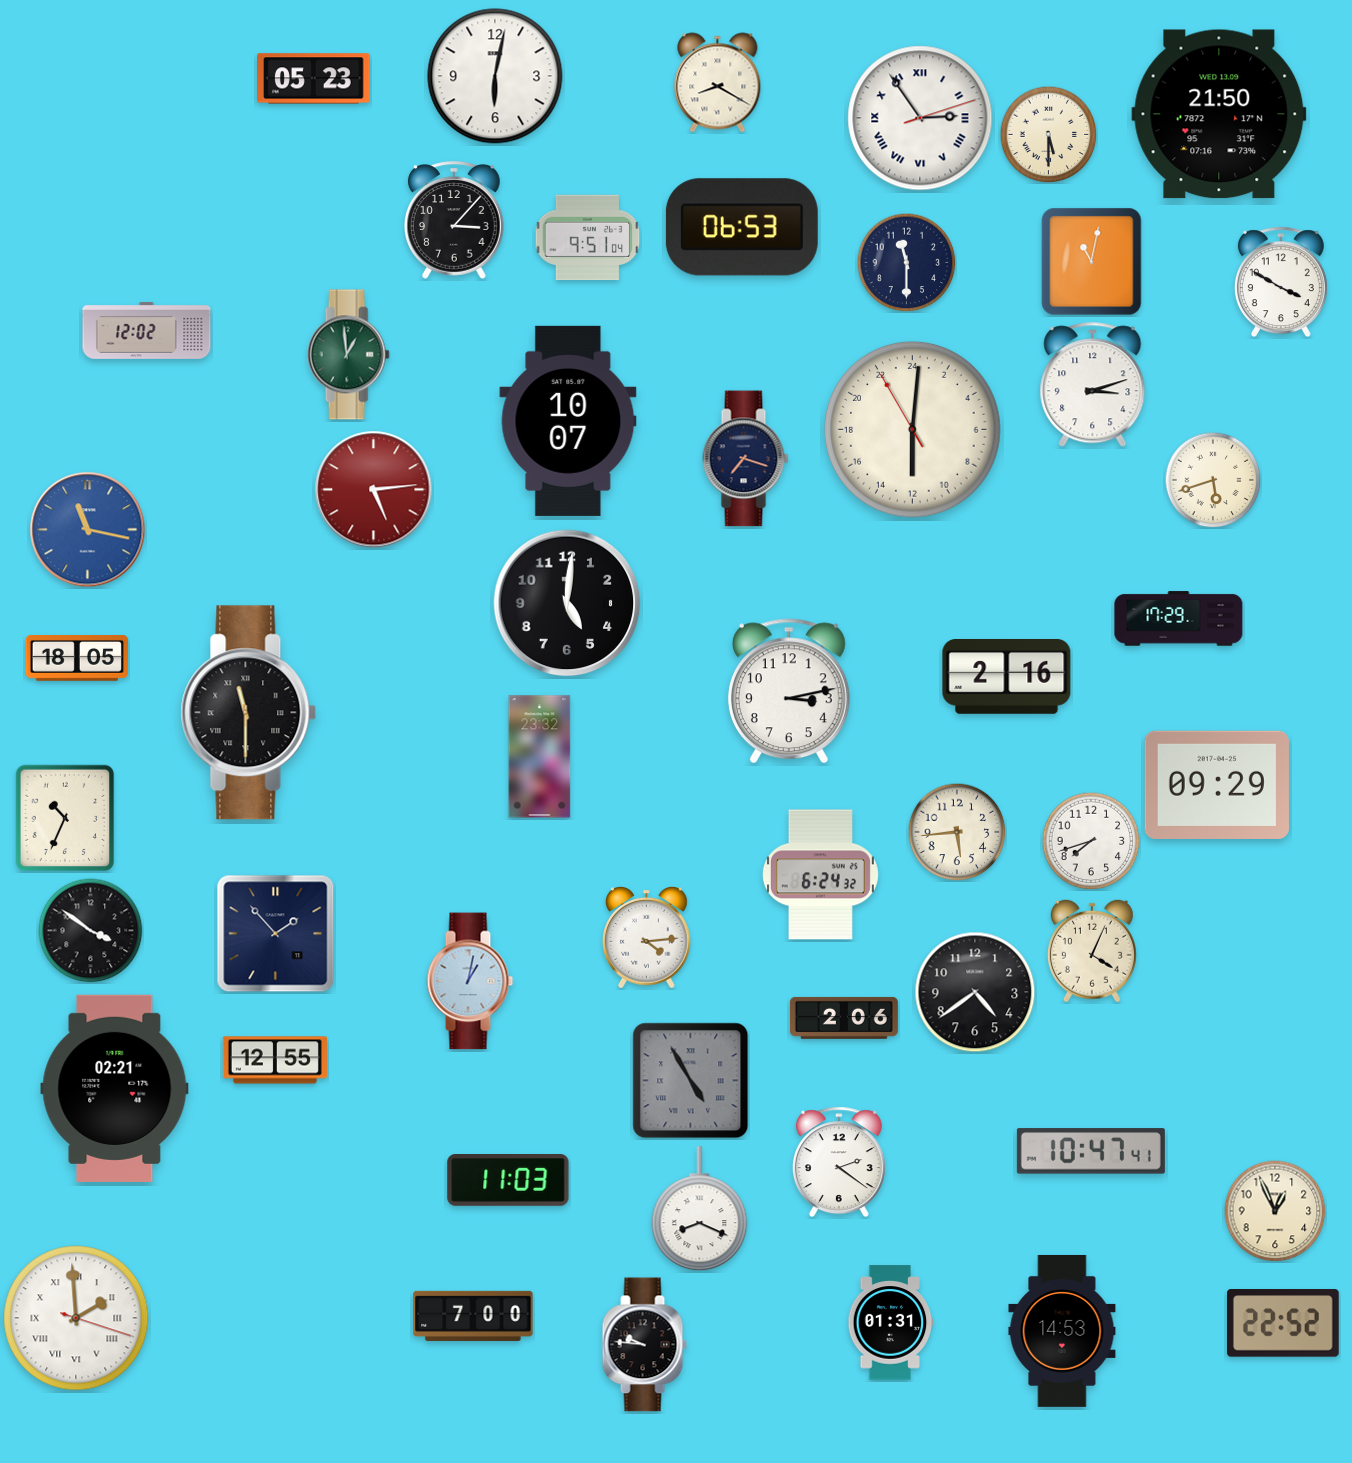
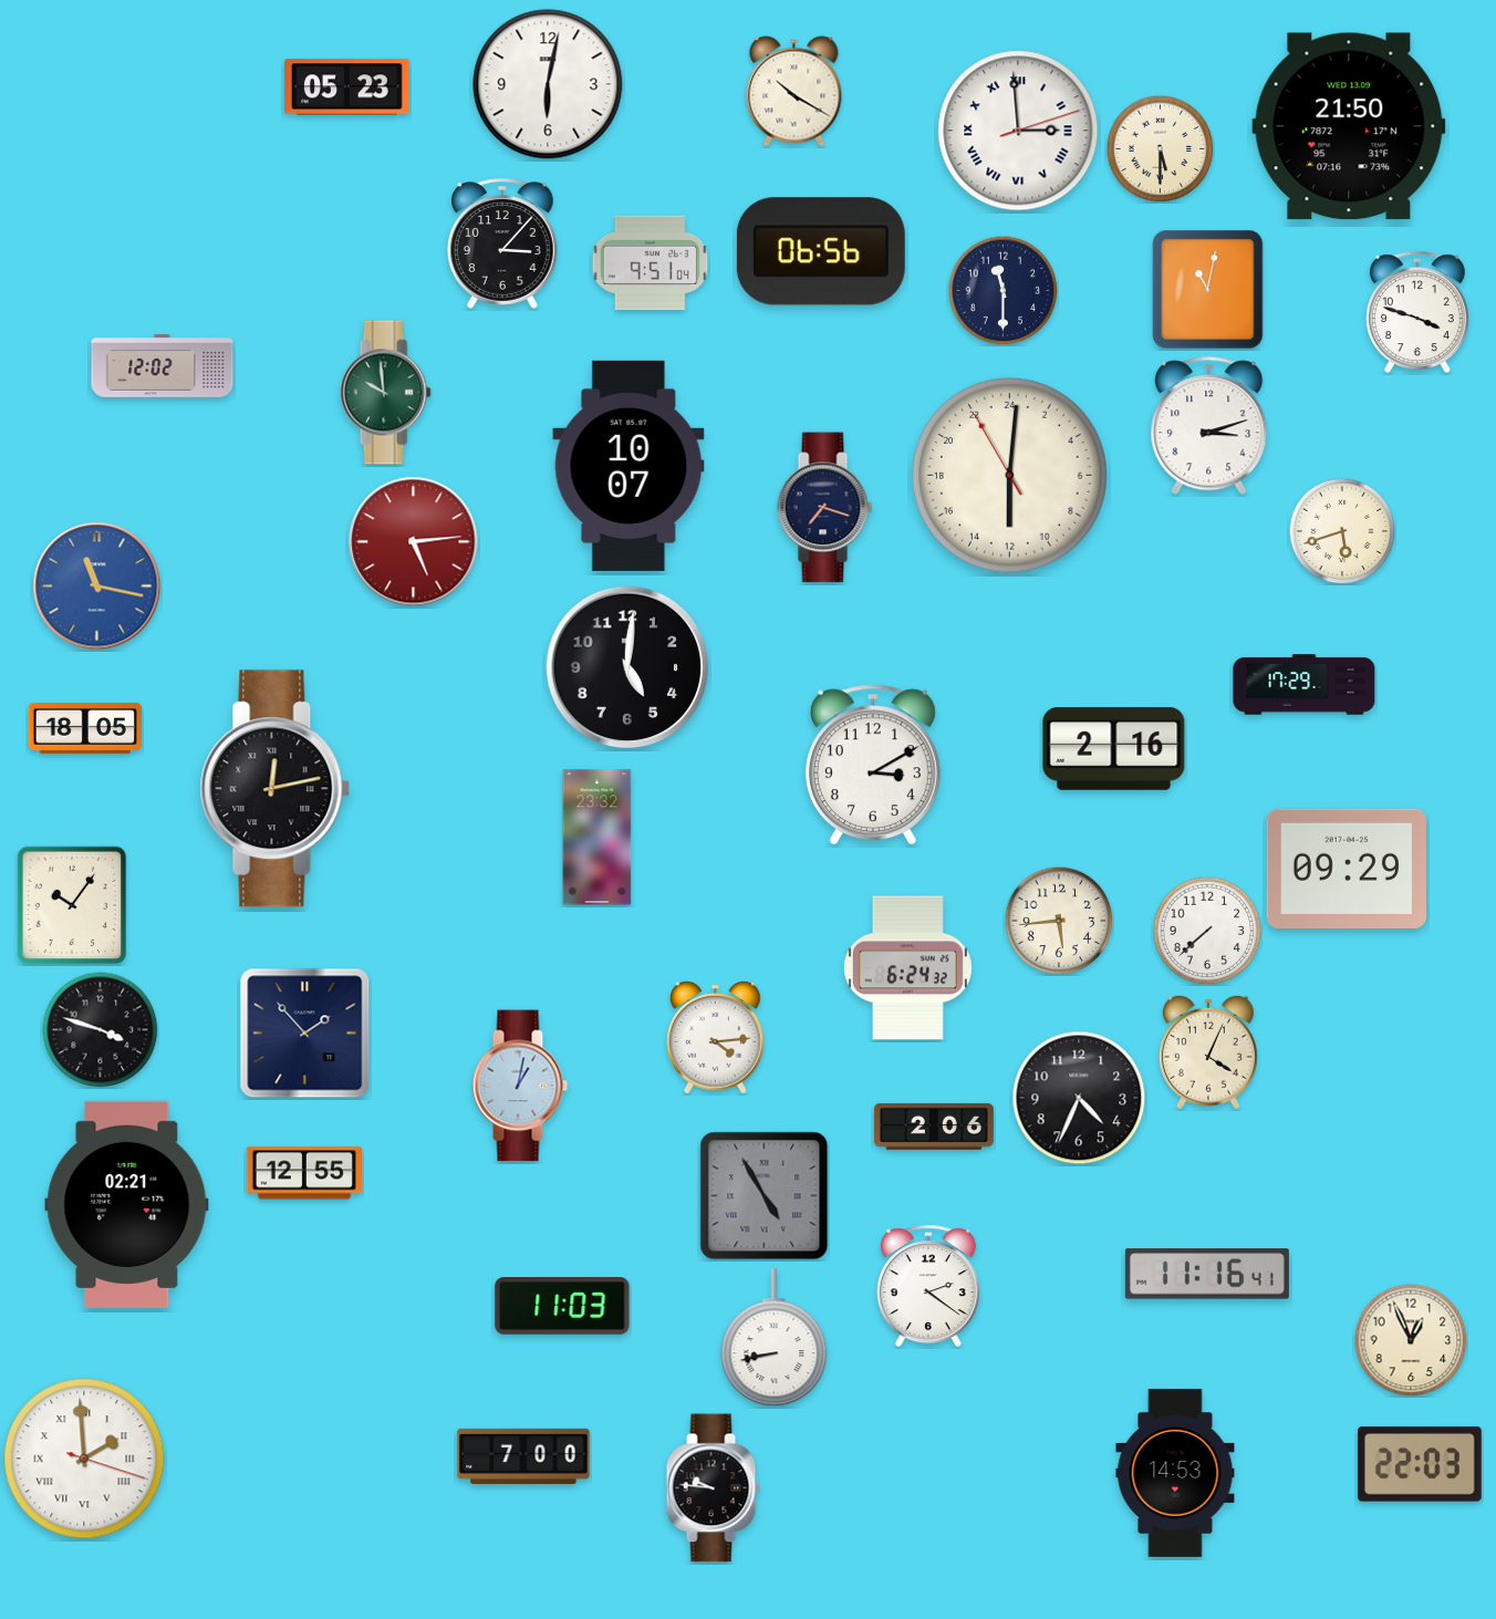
clock at (718, 83): 8:20 -> 10:20
clock at (920, 118): 2:54 -> 2:59
clock at (742, 227): 06:53 -> 06:56
clock at (1281, 282): 3:50 -> 3:48
clock at (348, 355): 12:59 -> 9:59
clock at (789, 691): 3:13 -> 3:10
clock at (249, 713): 11:30 -> 12:13
clock at (65, 818): 10:34 -> 10:06
clock at (1091, 841): 7:42 -> 7:38
clock at (91, 931): 3:51 -> 3:48
clock at (975, 992): 4:39 -> 4:34
clock at (1091, 1151): 10:47 -> 11:16
clock at (700, 1209): 8:19 -> 8:43
clock at (891, 1323): 01:31 -> none
clock at (1284, 1323): 22:52 -> 22:03
